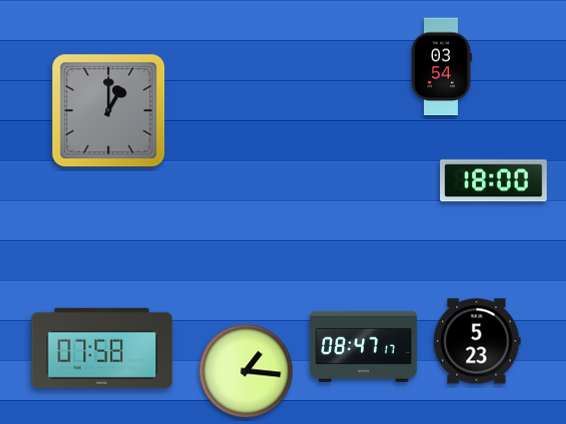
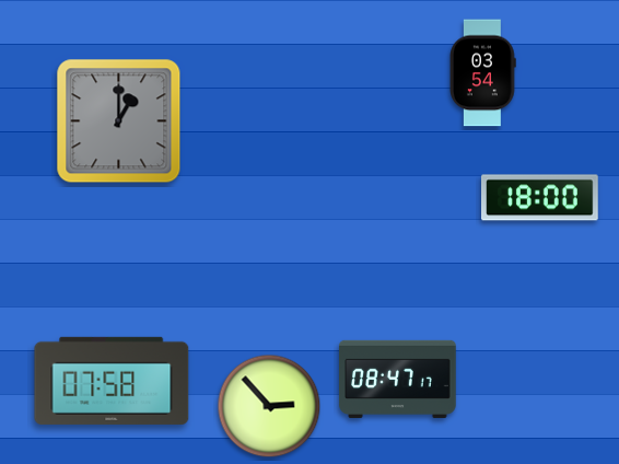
clock at (477, 341): 5:23 -> none
clock at (246, 371): 1:16 -> 2:53
